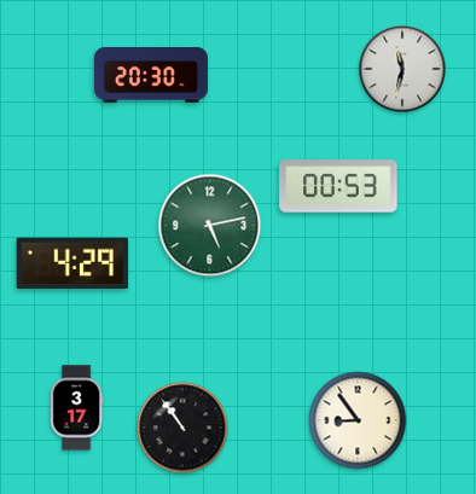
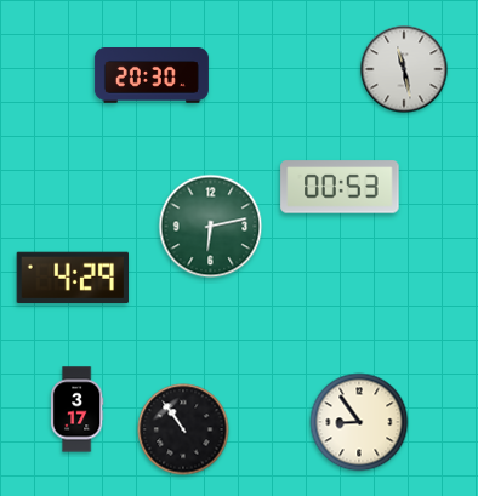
clock at (402, 69): 11:32 -> 11:28
clock at (210, 226): 5:13 -> 6:13
clock at (71, 262) position: (71, 262) -> (72, 276)
